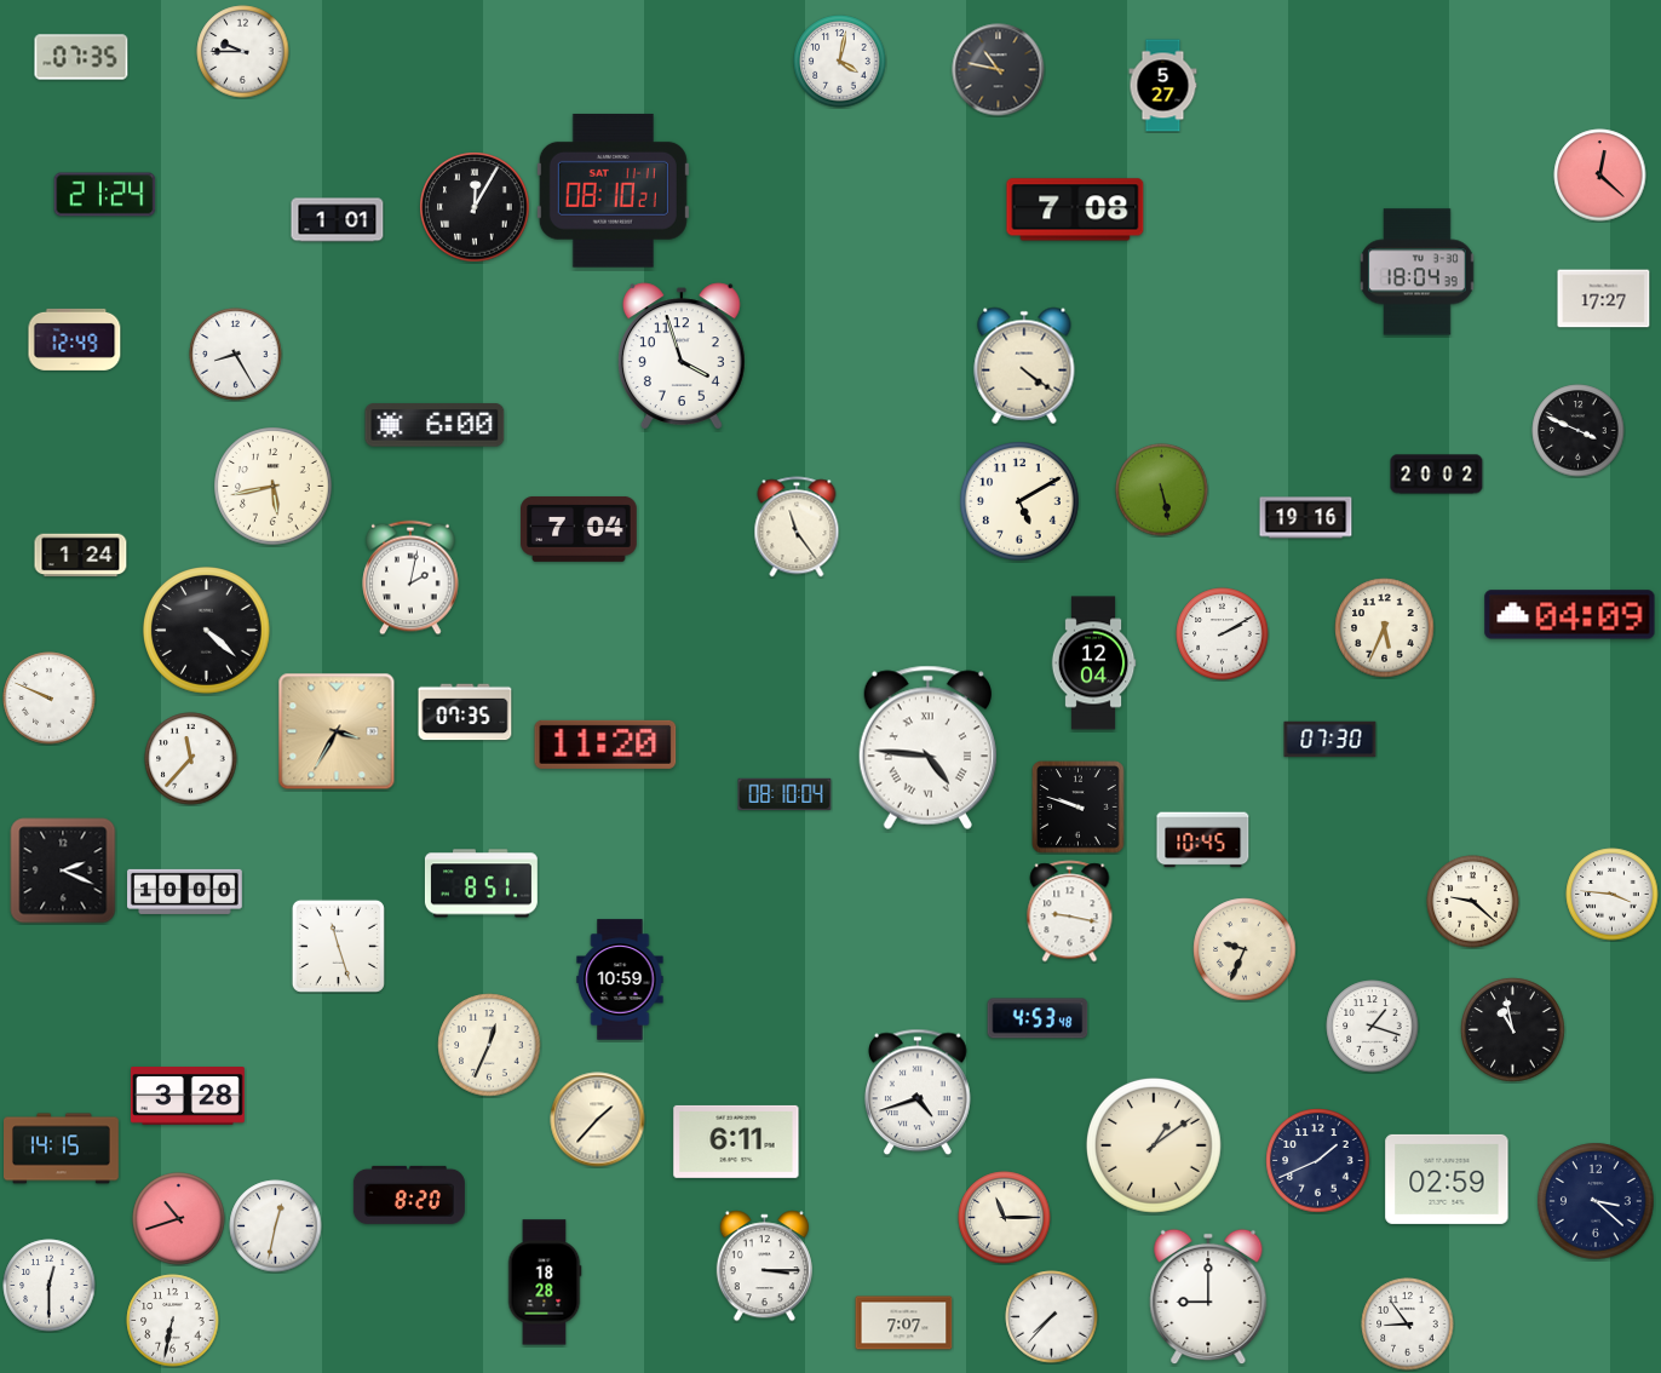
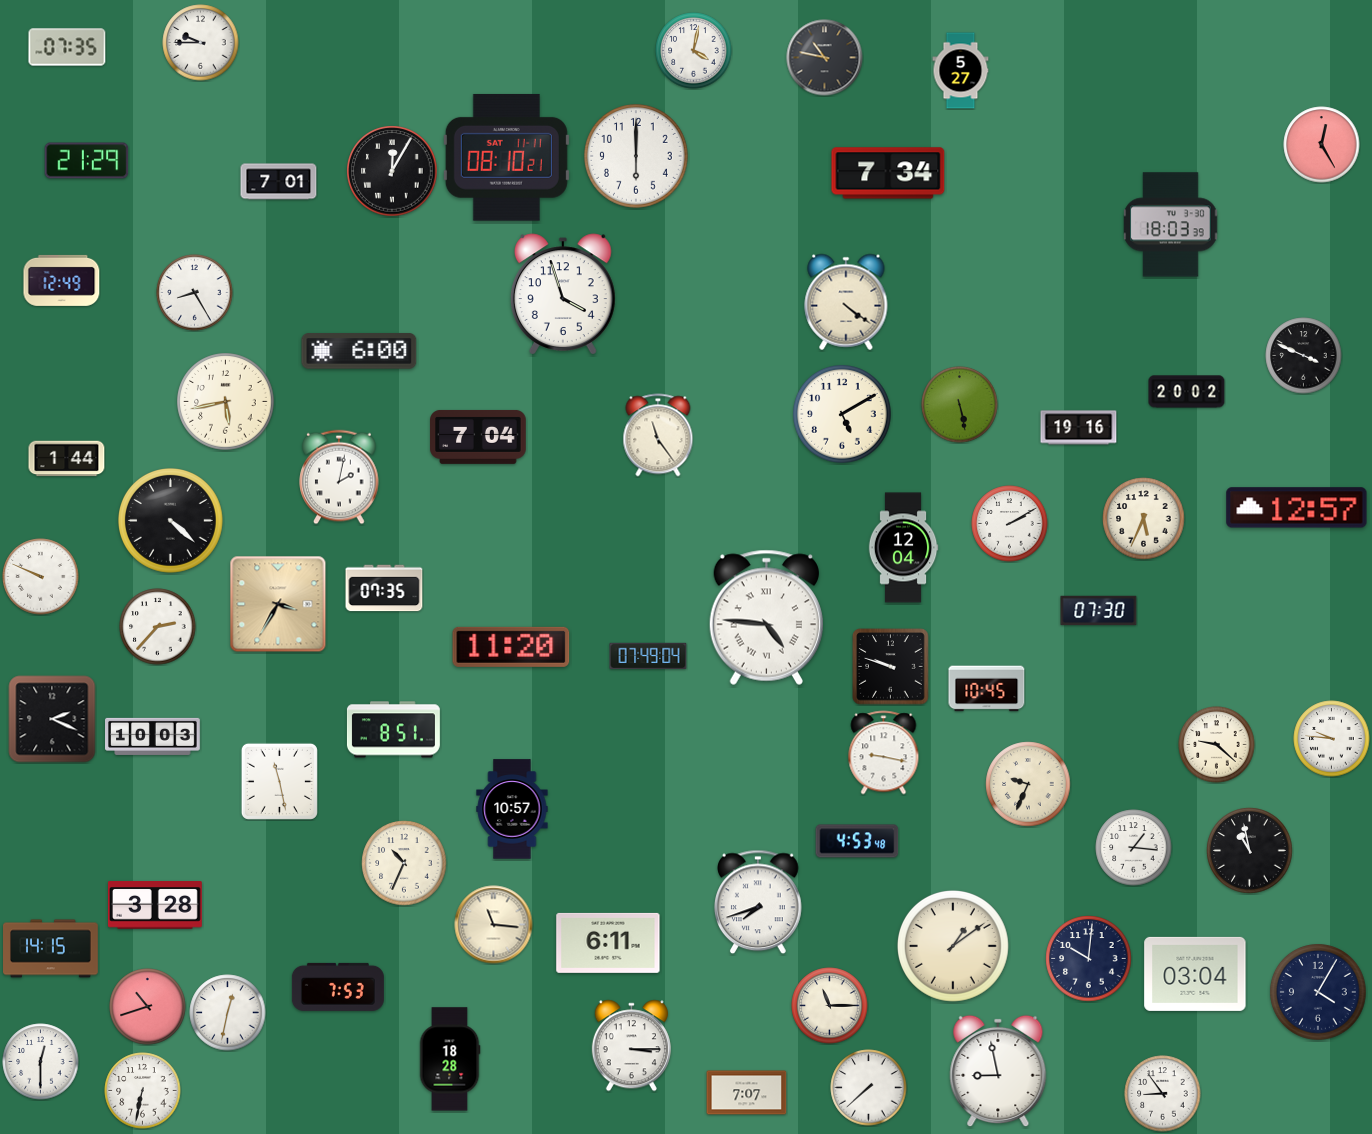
clock at (1600, 176): 12:22 -> 12:25
clock at (637, 157): none -> 6:00
clock at (105, 195): 21:24 -> 21:29
clock at (1075, 209): 7:08 -> 7:34
clock at (338, 220): 1:01 -> 7:01
clock at (1418, 272): 18:04 -> 18:03
clock at (1604, 299): 17:27 -> none
clock at (81, 556): 1:24 -> 1:44
clock at (1570, 615): 04:09 -> 12:57
clock at (605, 745) position: (605, 745) -> (511, 647)
clock at (191, 759): 11:37 -> 2:37
clock at (784, 793): 08:10 -> 07:49
clock at (1203, 840) position: (1203, 840) -> (987, 689)
clock at (481, 884) position: (481, 884) -> (393, 730)
clock at (185, 891): 10:00 -> 10:03
clock at (1613, 895): 3:46 -> 9:46
clock at (338, 946): 11:27 -> 11:28
clock at (620, 980): 10:59 -> 10:57
clock at (1373, 1027): 1:18 -> 1:16
clock at (489, 1045): 12:34 -> 10:34
clock at (919, 1092): 4:42 -> 7:42
clock at (598, 1120): 1:37 -> 11:16
clock at (1318, 1161): 1:41 -> 10:01
clock at (1447, 1179): 02:59 -> 03:04
clock at (409, 1195): 8:20 -> 7:53
clock at (1596, 1201): 3:22 -> 4:05
clock at (1208, 1297): 9:00 -> 8:58
clock at (1052, 1317): 7:37 -> 7:38
